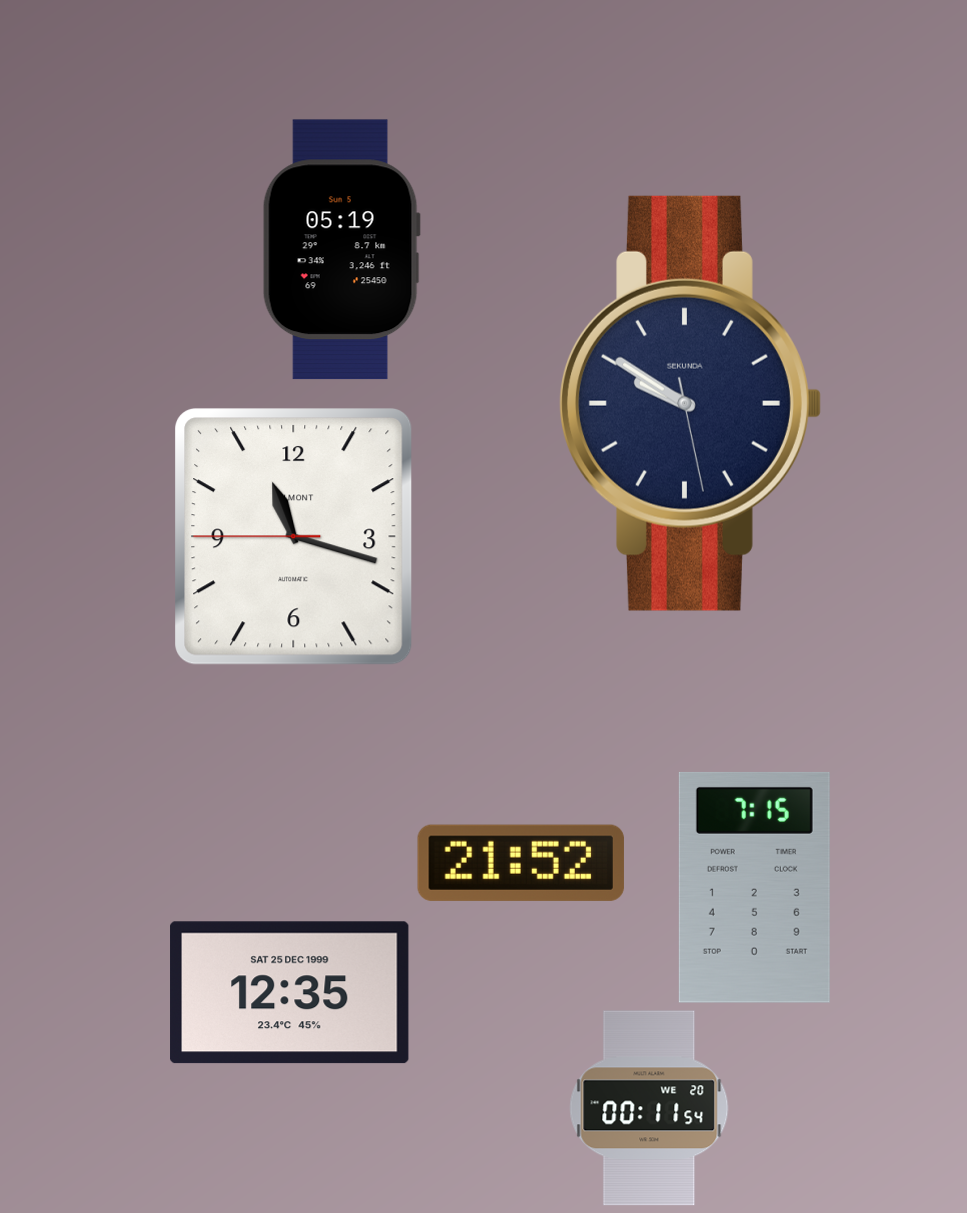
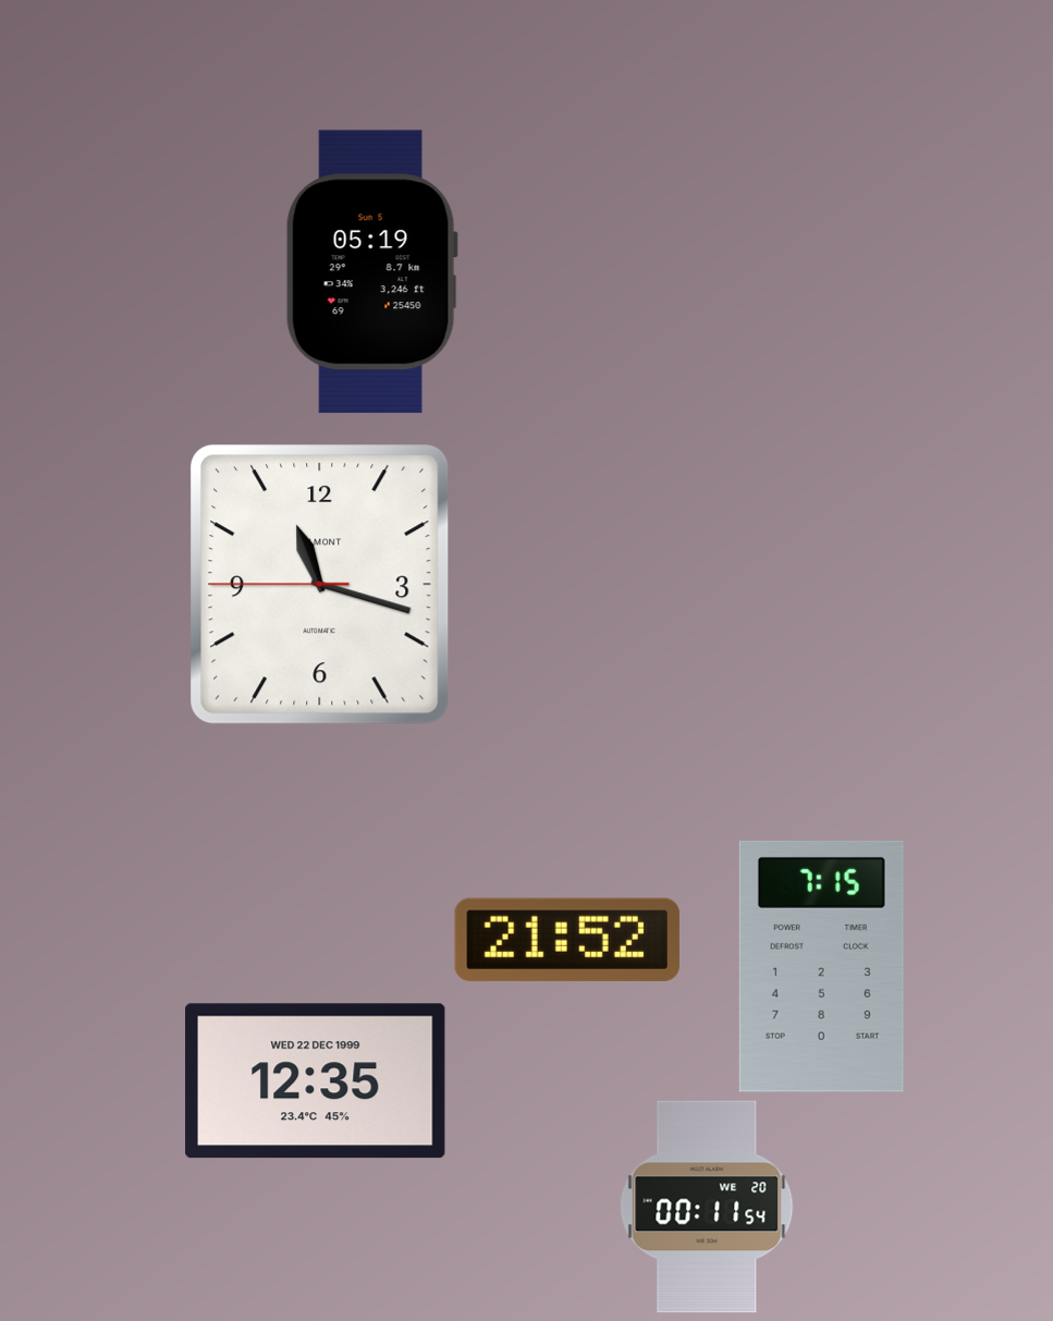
clock at (691, 403): 9:50 -> none
clock at (290, 993) date: SAT 25 DEC 1999 -> WED 22 DEC 1999
